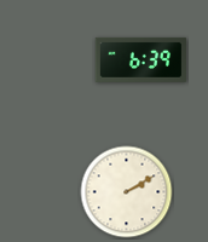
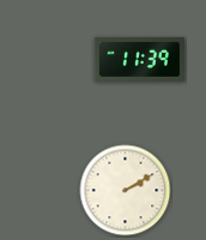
clock at (140, 59): 6:39 -> 11:39
